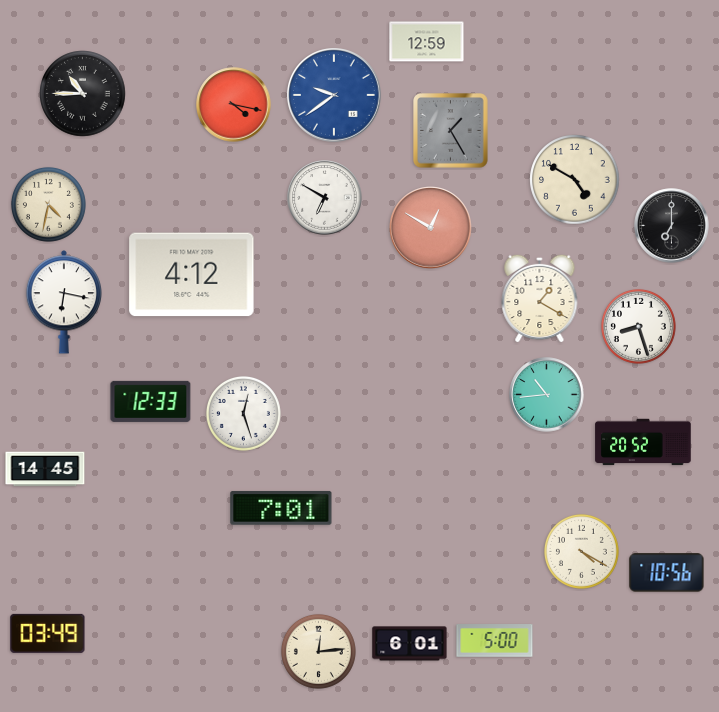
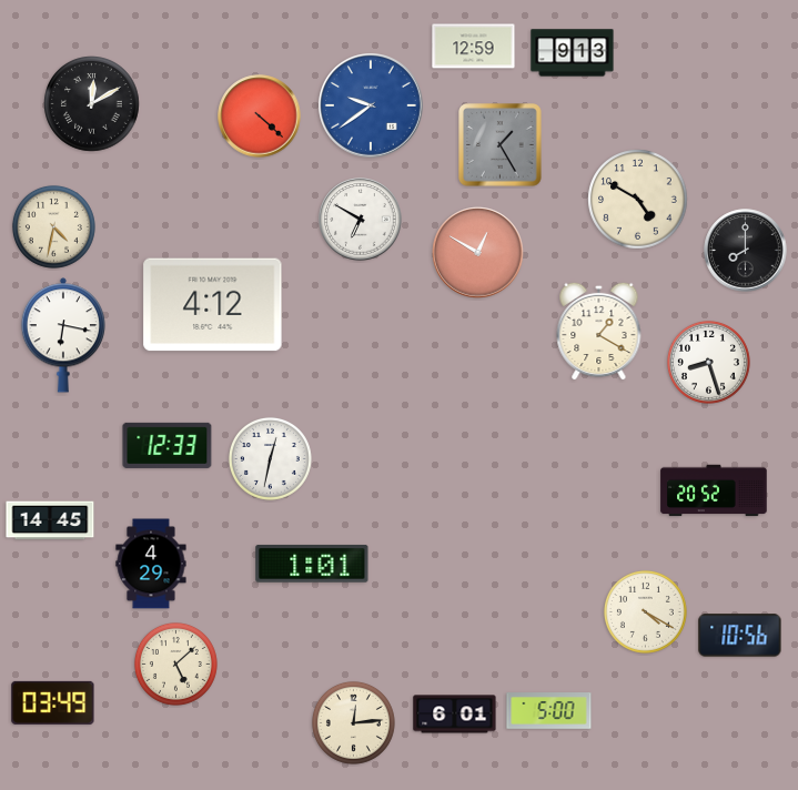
clock at (573, 53): none -> 9:13
clock at (83, 94): 10:45 -> 12:10
clock at (234, 105): 4:17 -> 4:22
clock at (672, 226): 7:00 -> 8:00
clock at (64, 302) position: (64, 302) -> (63, 335)
clock at (547, 395): 10:44 -> none
clock at (243, 413): 12:27 -> 12:32
clock at (151, 564): none -> 4:29
clock at (281, 508): 7:01 -> 1:01
clock at (175, 664): none -> 5:08
